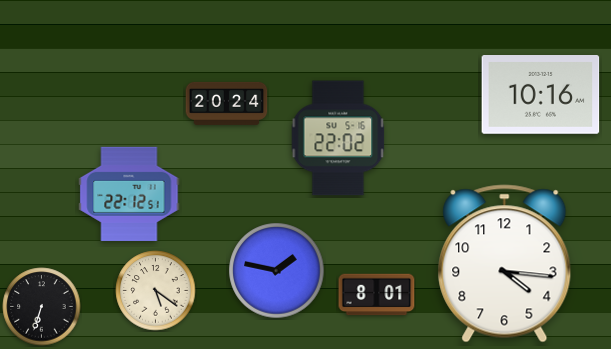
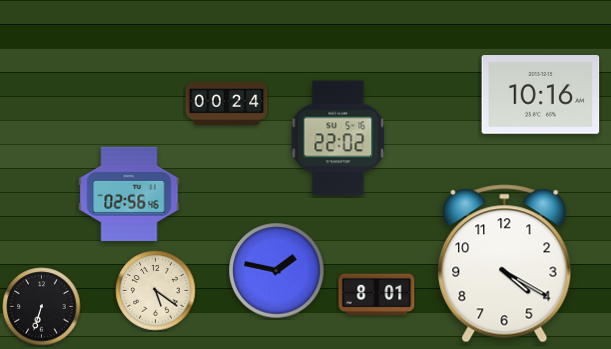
clock at (227, 103): 20:24 -> 00:24
clock at (129, 194): 22:12 -> 02:56
clock at (505, 264): 4:16 -> 4:20
